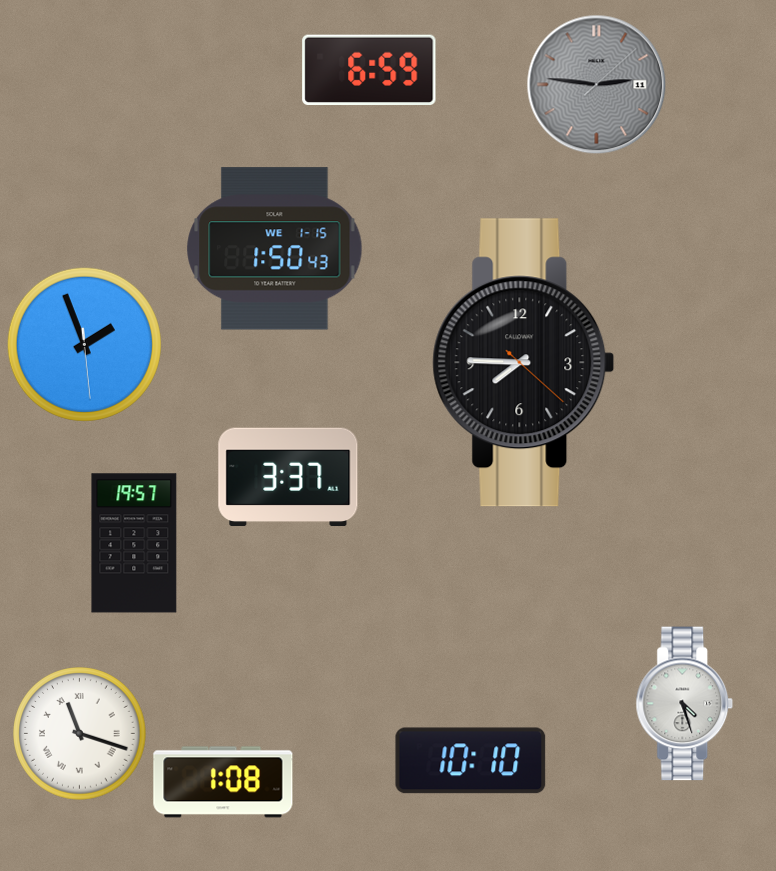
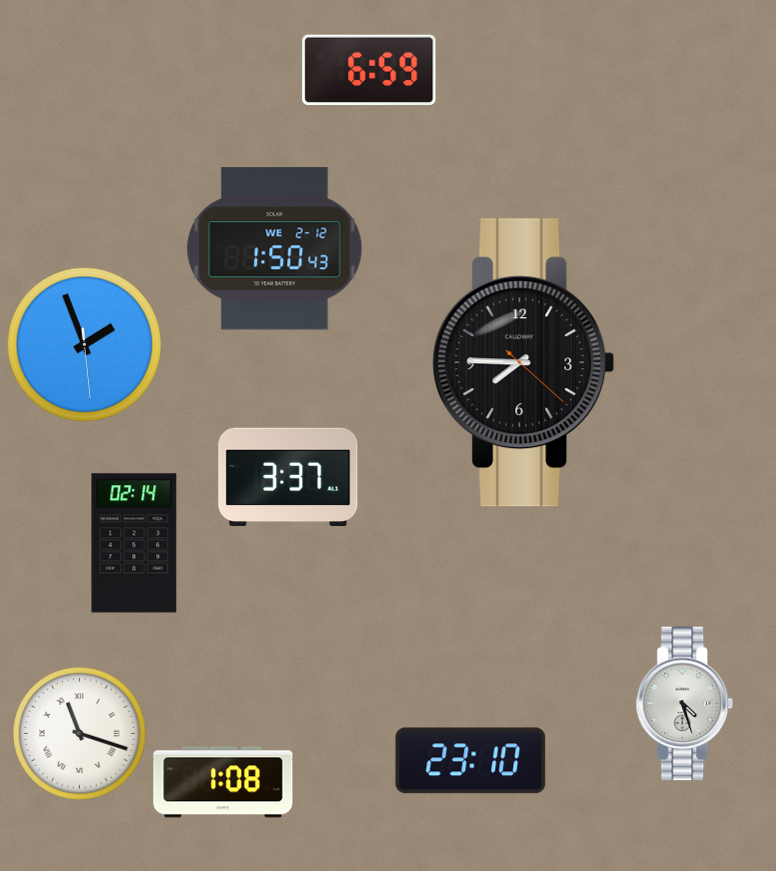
clock at (597, 85): 2:46 -> none
clock at (275, 249) date: WE 1-15 -> WE 2-12
clock at (134, 543): 19:57 -> 02:14
clock at (471, 761): 10:10 -> 23:10
